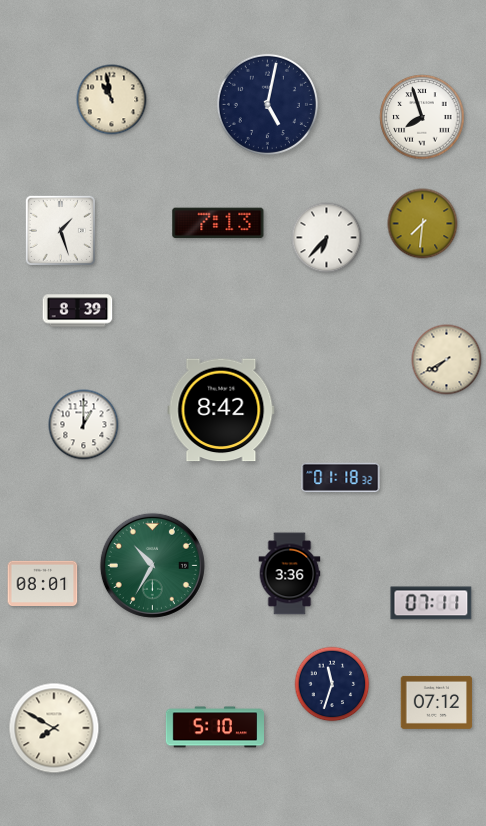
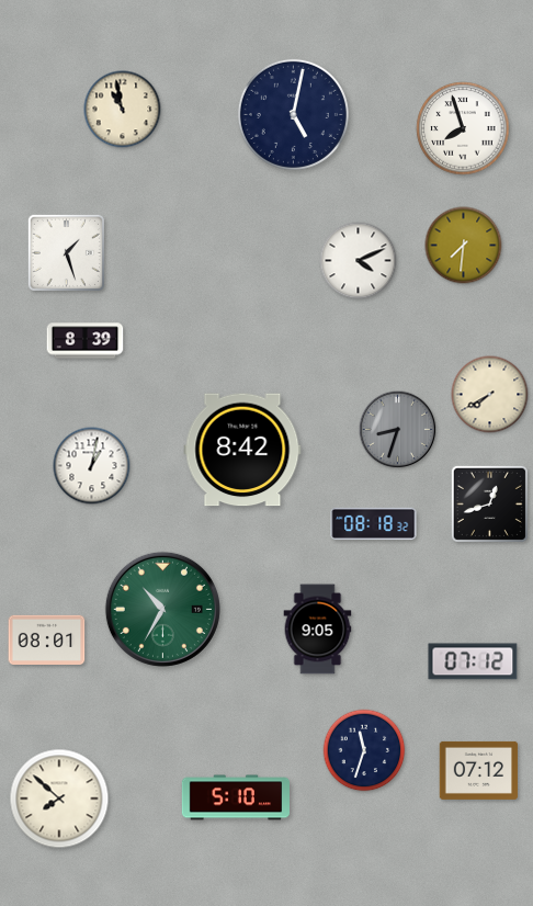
clock at (218, 223): 7:13 -> none
clock at (327, 238): 6:37 -> 4:11
clock at (398, 430): none -> 8:33
clock at (84, 425): 1:00 -> 1:02
clock at (489, 503): none -> 12:42
clock at (341, 478): 01:18 -> 08:18
clock at (152, 565) position: (152, 565) -> (162, 609)
clock at (290, 574): 3:36 -> 9:05
clock at (431, 603): 07:11 -> 07:12
clock at (54, 728): 7:50 -> 7:52
